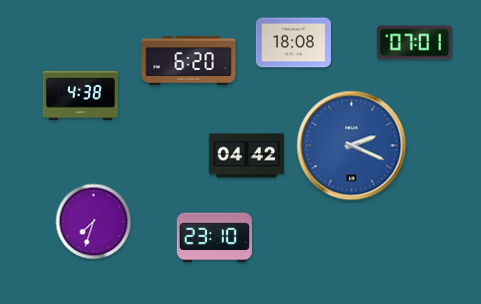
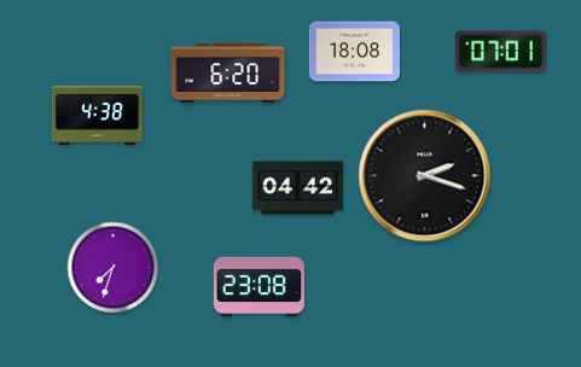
clock at (352, 146): 2:19 -> 2:18
clock at (352, 146) dial: blue -> black
clock at (214, 238): 23:10 -> 23:08
